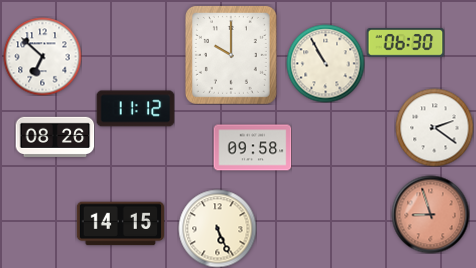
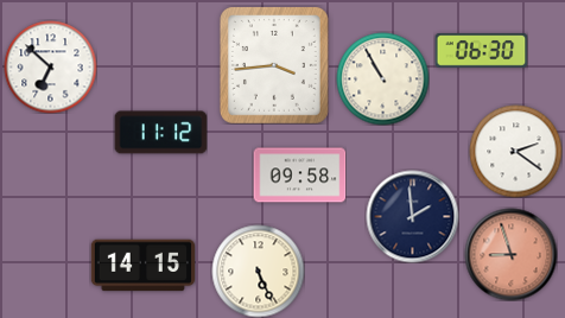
clock at (231, 55): 10:00 -> 3:44
clock at (325, 63) position: (325, 63) -> (382, 78)
clock at (135, 109) position: (135, 109) -> (160, 133)
clock at (55, 137): 08:26 -> none
clock at (412, 216): none -> 1:59
